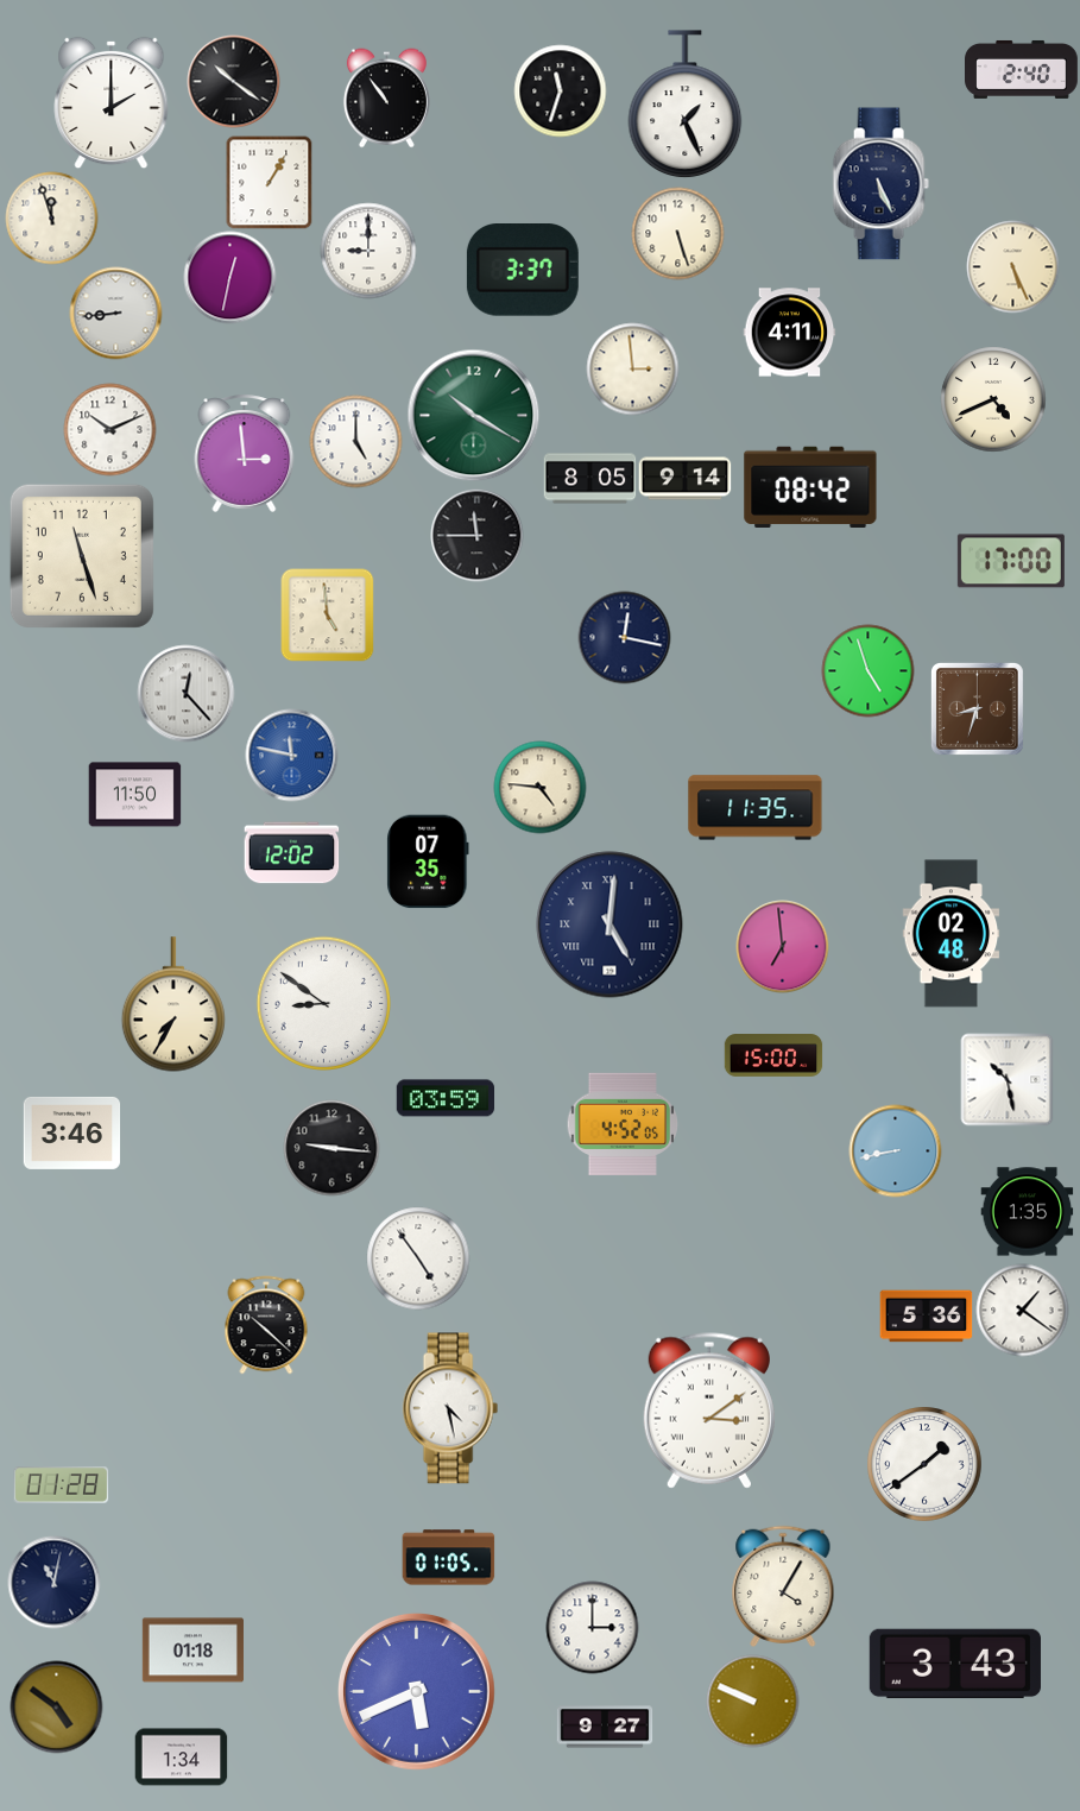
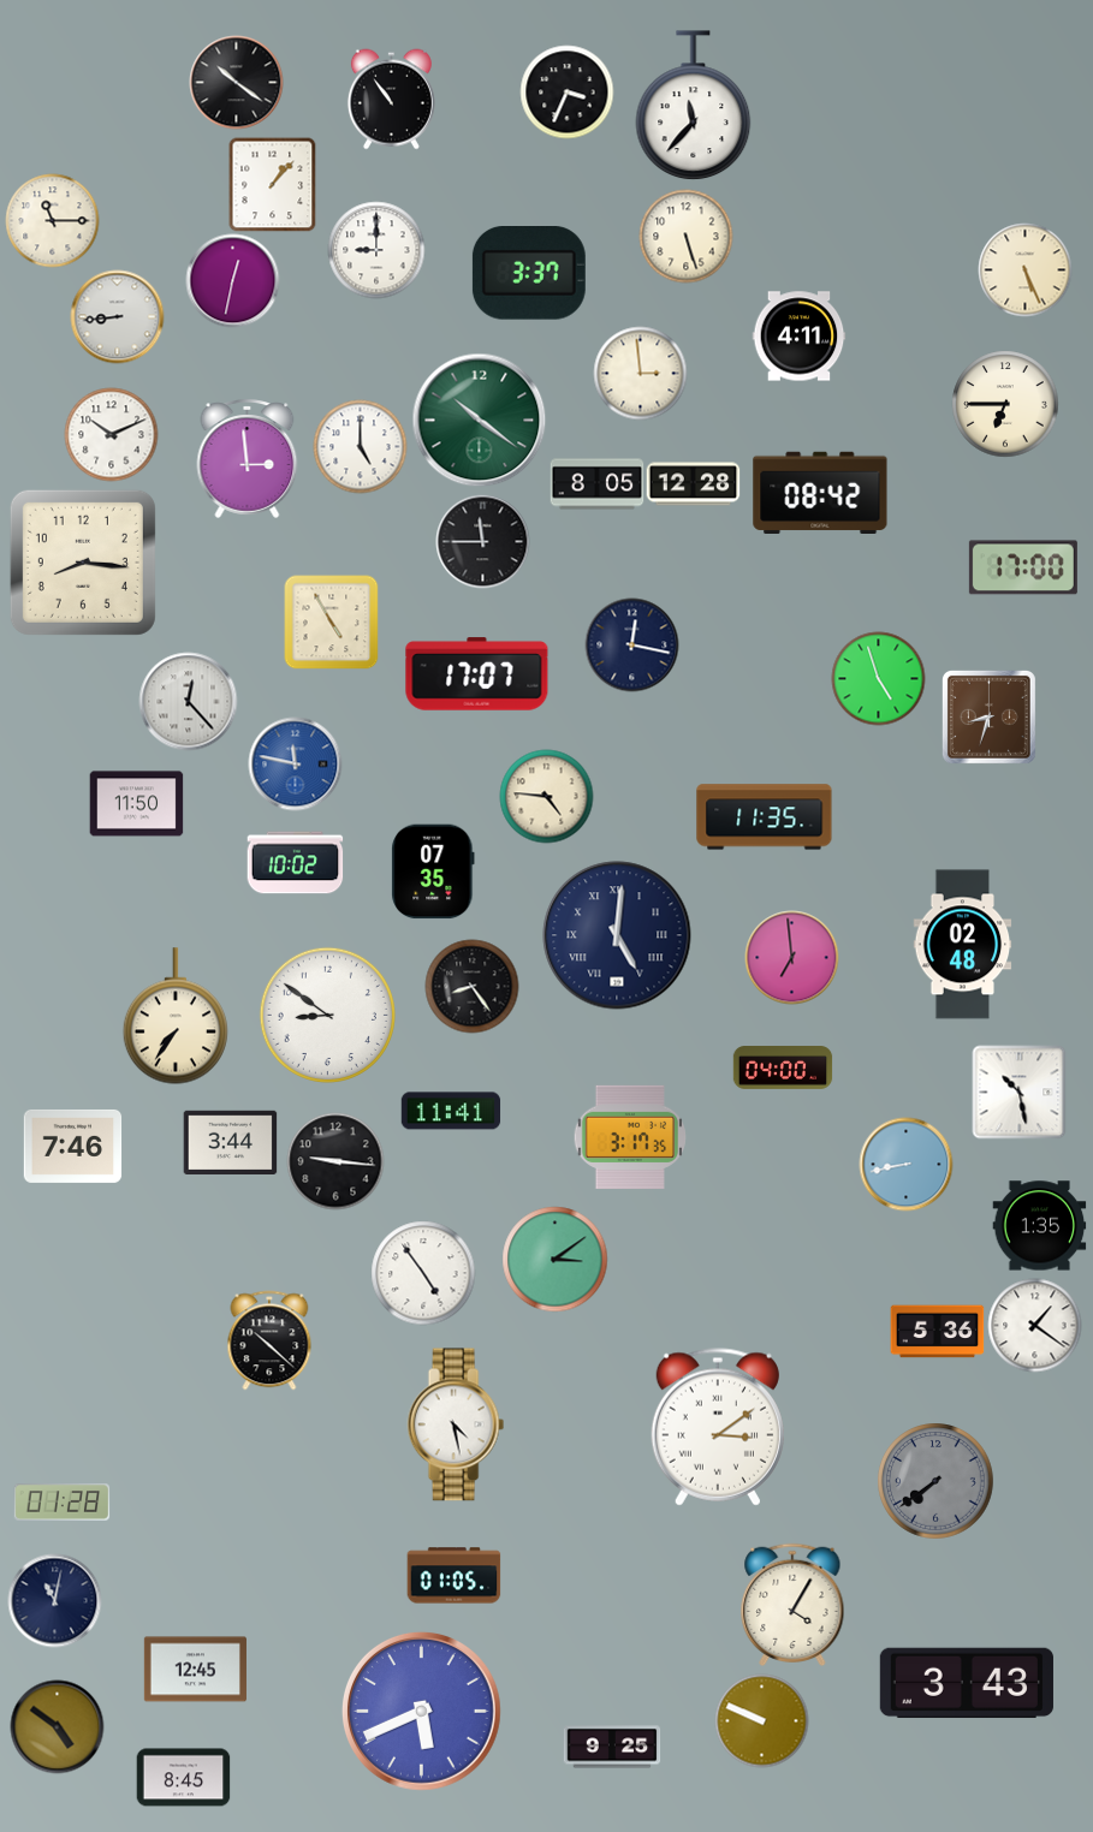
clock at (1022, 69): 2:40 -> none
clock at (560, 90): 11:33 -> 3:34
clock at (112, 102): 2:00 -> none
clock at (686, 105): 1:26 -> 11:37
clock at (270, 182): 1:05 -> 1:07
clock at (880, 184): 5:26 -> none
clock at (51, 217): 11:57 -> 11:15
clock at (368, 251) position: (368, 251) -> (376, 250)
clock at (993, 399): 4:41 -> 6:45
clock at (473, 415): 10:20 -> 10:21
clock at (684, 479): 9:14 -> 12:28
clock at (82, 556): 11:27 -> 8:16
clock at (327, 614): 4:59 -> 4:55
clock at (477, 674): none -> 17:07
clock at (291, 853): 12:02 -> 10:02
clock at (471, 986): none -> 8:24
clock at (173, 1004): 7:35 -> 7:36
clock at (773, 1055): 15:00 -> 04:00
clock at (446, 1098): 03:59 -> 11:41
clock at (621, 1124): 4:52 -> 3:17
clock at (230, 1142): none -> 3:44
clock at (71, 1132): 3:46 -> 7:46
clock at (554, 1259): none -> 3:09
clock at (924, 1464): 1:39 -> 7:39
clock at (924, 1464) dial: white -> grey
clock at (592, 1627): 3:00 -> none
clock at (192, 1651): 01:18 -> 12:45
clock at (605, 1727): 9:27 -> 9:25
clock at (181, 1758): 1:34 -> 8:45
